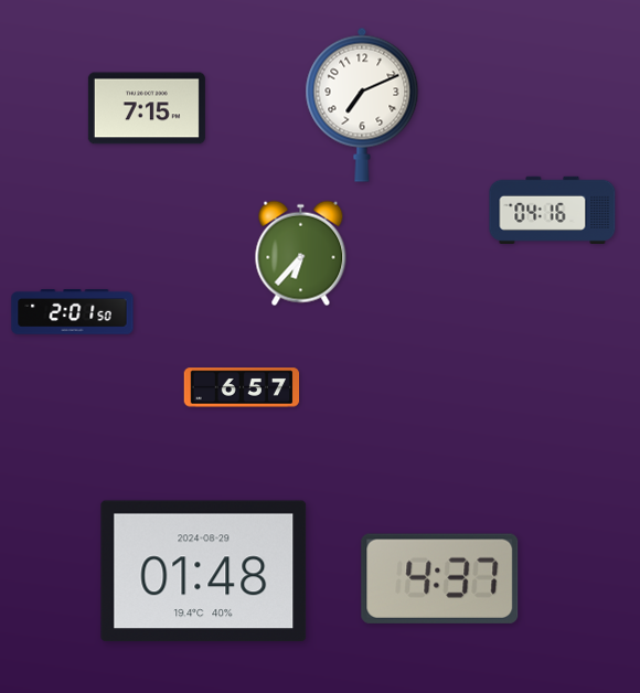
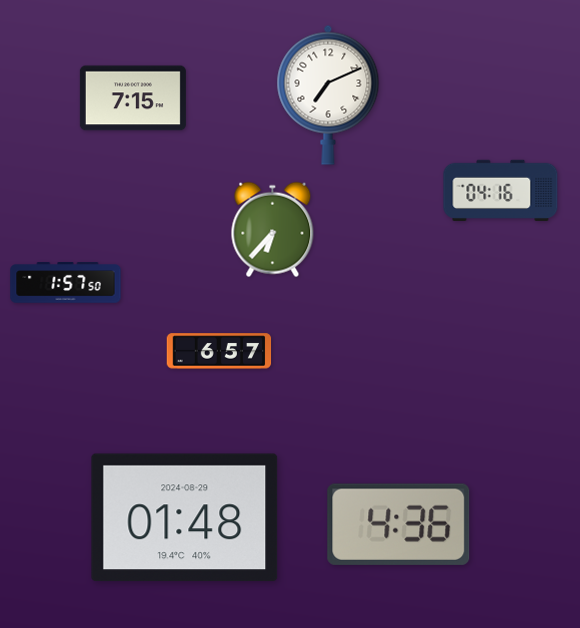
clock at (73, 312): 2:01 -> 1:57
clock at (440, 578): 4:37 -> 4:36
